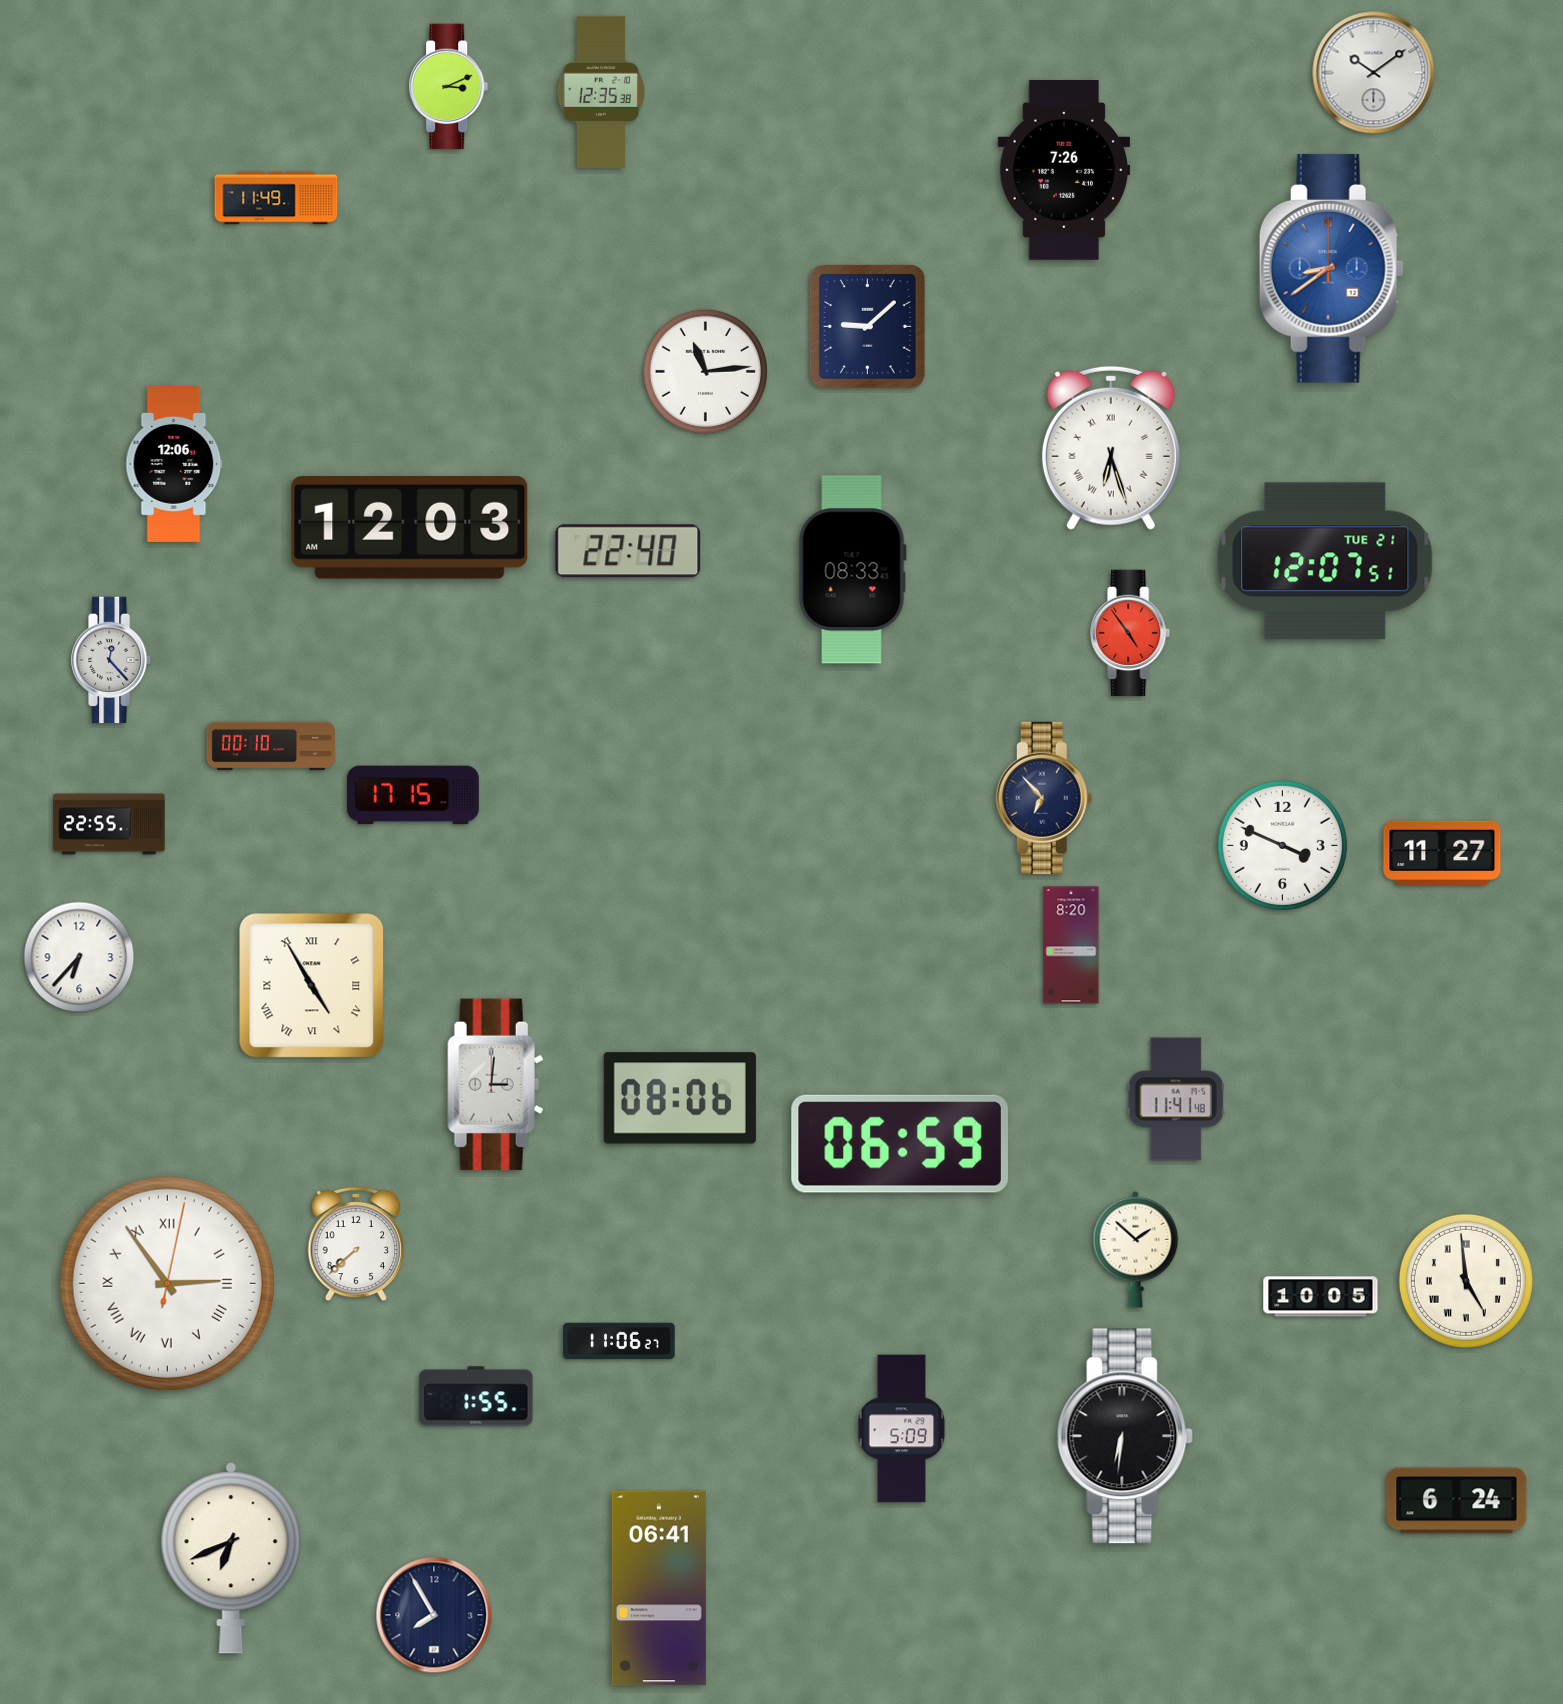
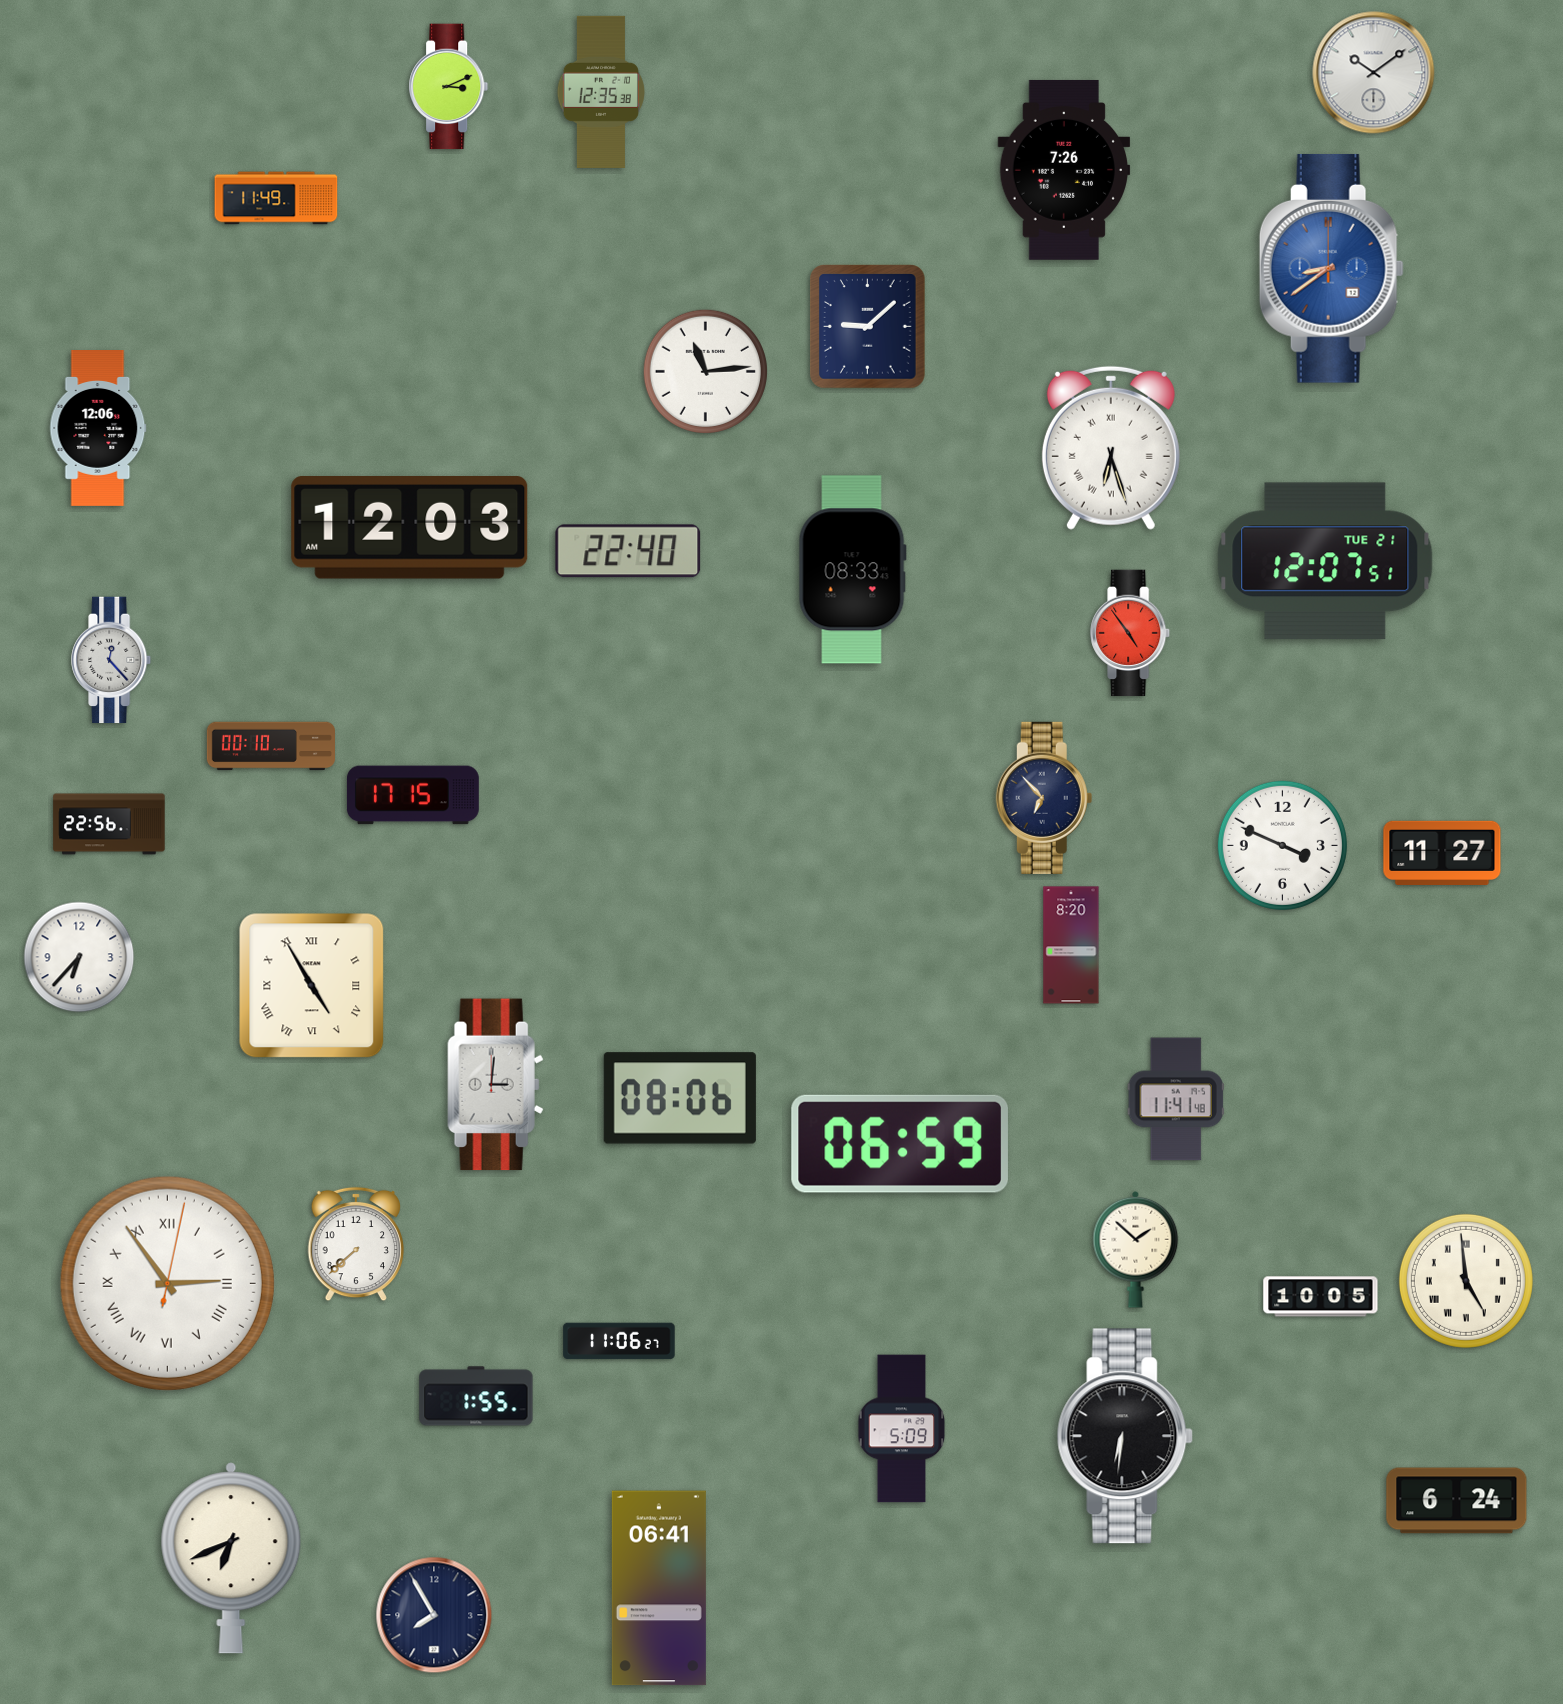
clock at (174, 465) position: (174, 465) -> (98, 429)
clock at (109, 824): 22:55 -> 22:56
